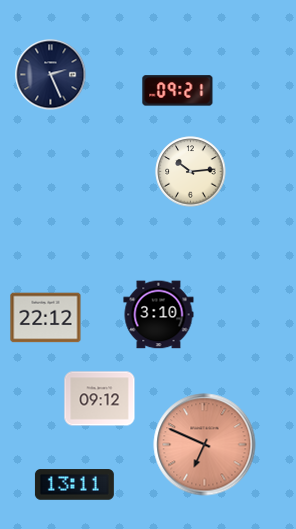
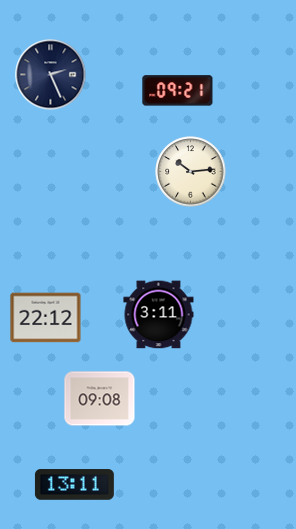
clock at (159, 315): 3:10 -> 3:11
clock at (100, 399): 09:12 -> 09:08
clock at (205, 445): 6:49 -> none
